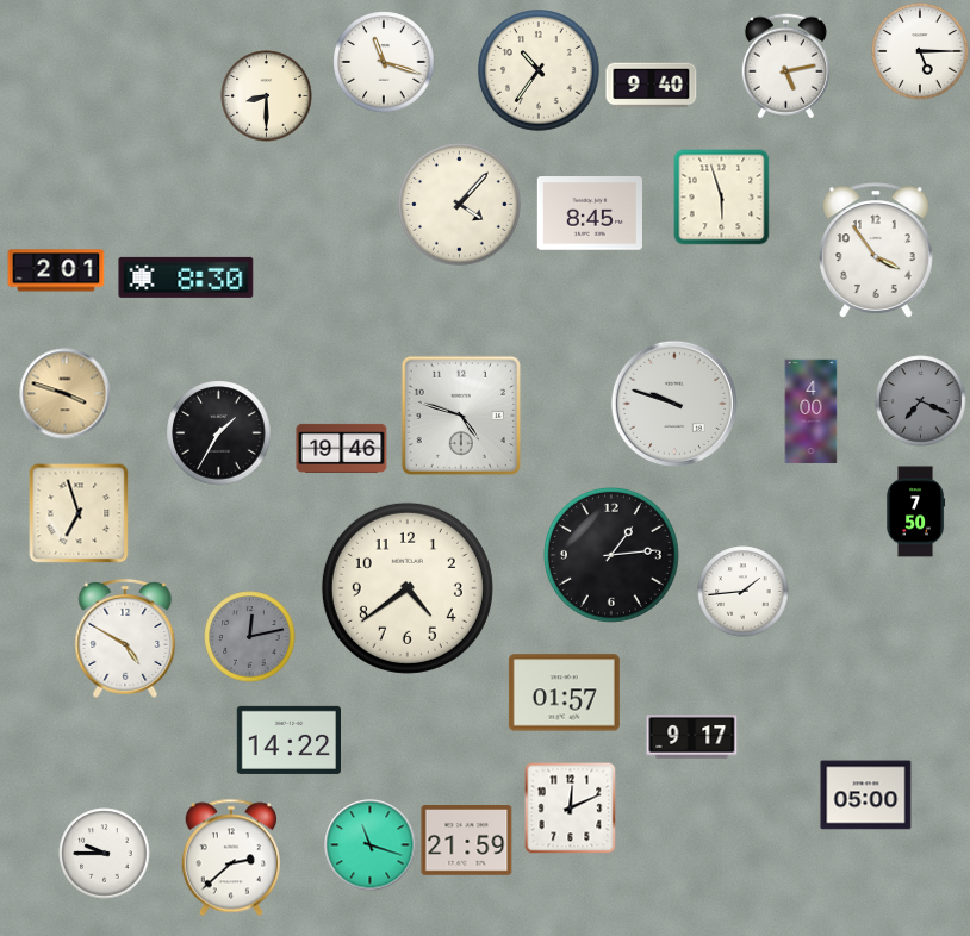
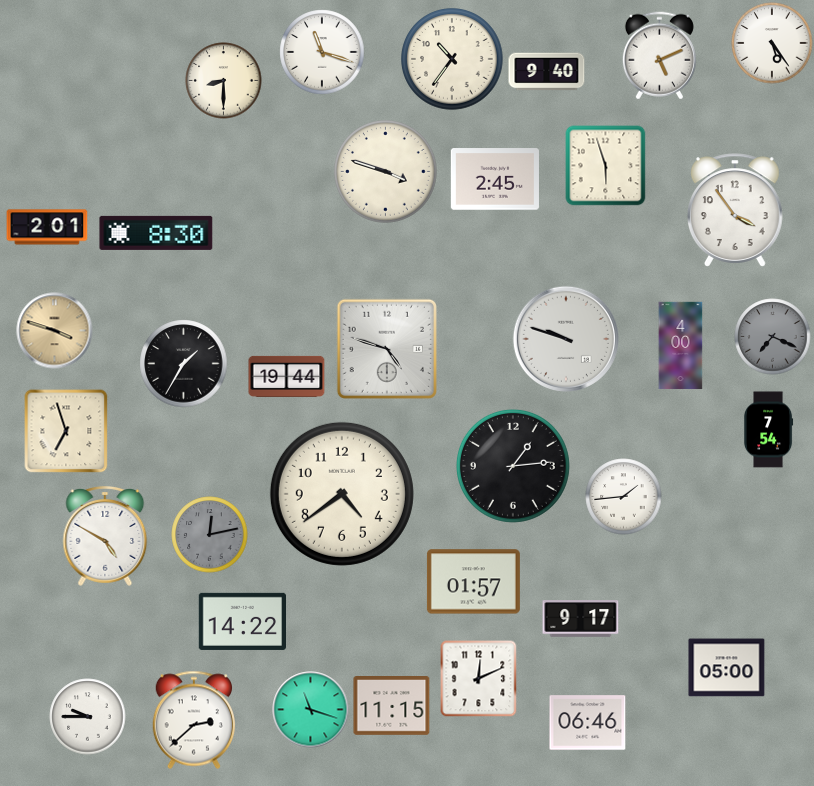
clock at (920, 51): 5:15 -> 5:24
clock at (785, 67): 5:13 -> 5:11
clock at (460, 205): 4:07 -> 3:48
clock at (590, 213): 8:45 -> 2:45
clock at (342, 448): 19:46 -> 19:44
clock at (916, 512): 7:50 -> 7:54
clock at (467, 841): 21:59 -> 11:15
clock at (588, 723): none -> 06:46
